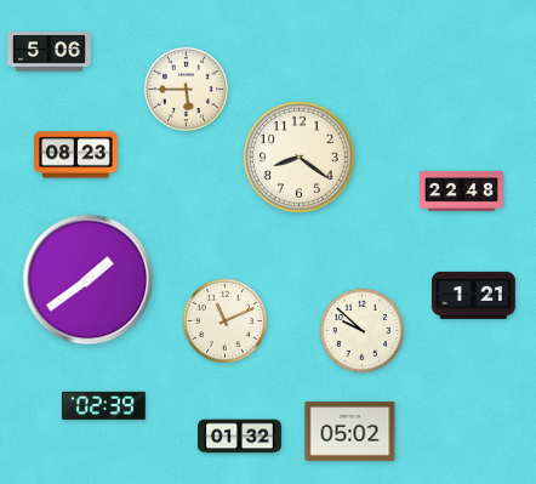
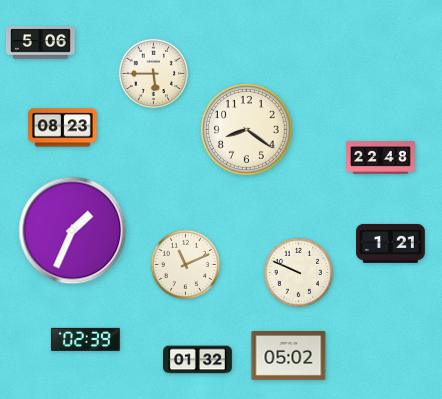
clock at (89, 280): 1:39 -> 1:34
clock at (361, 330): 9:52 -> 9:49
clock at (103, 405) position: (103, 405) -> (85, 339)
